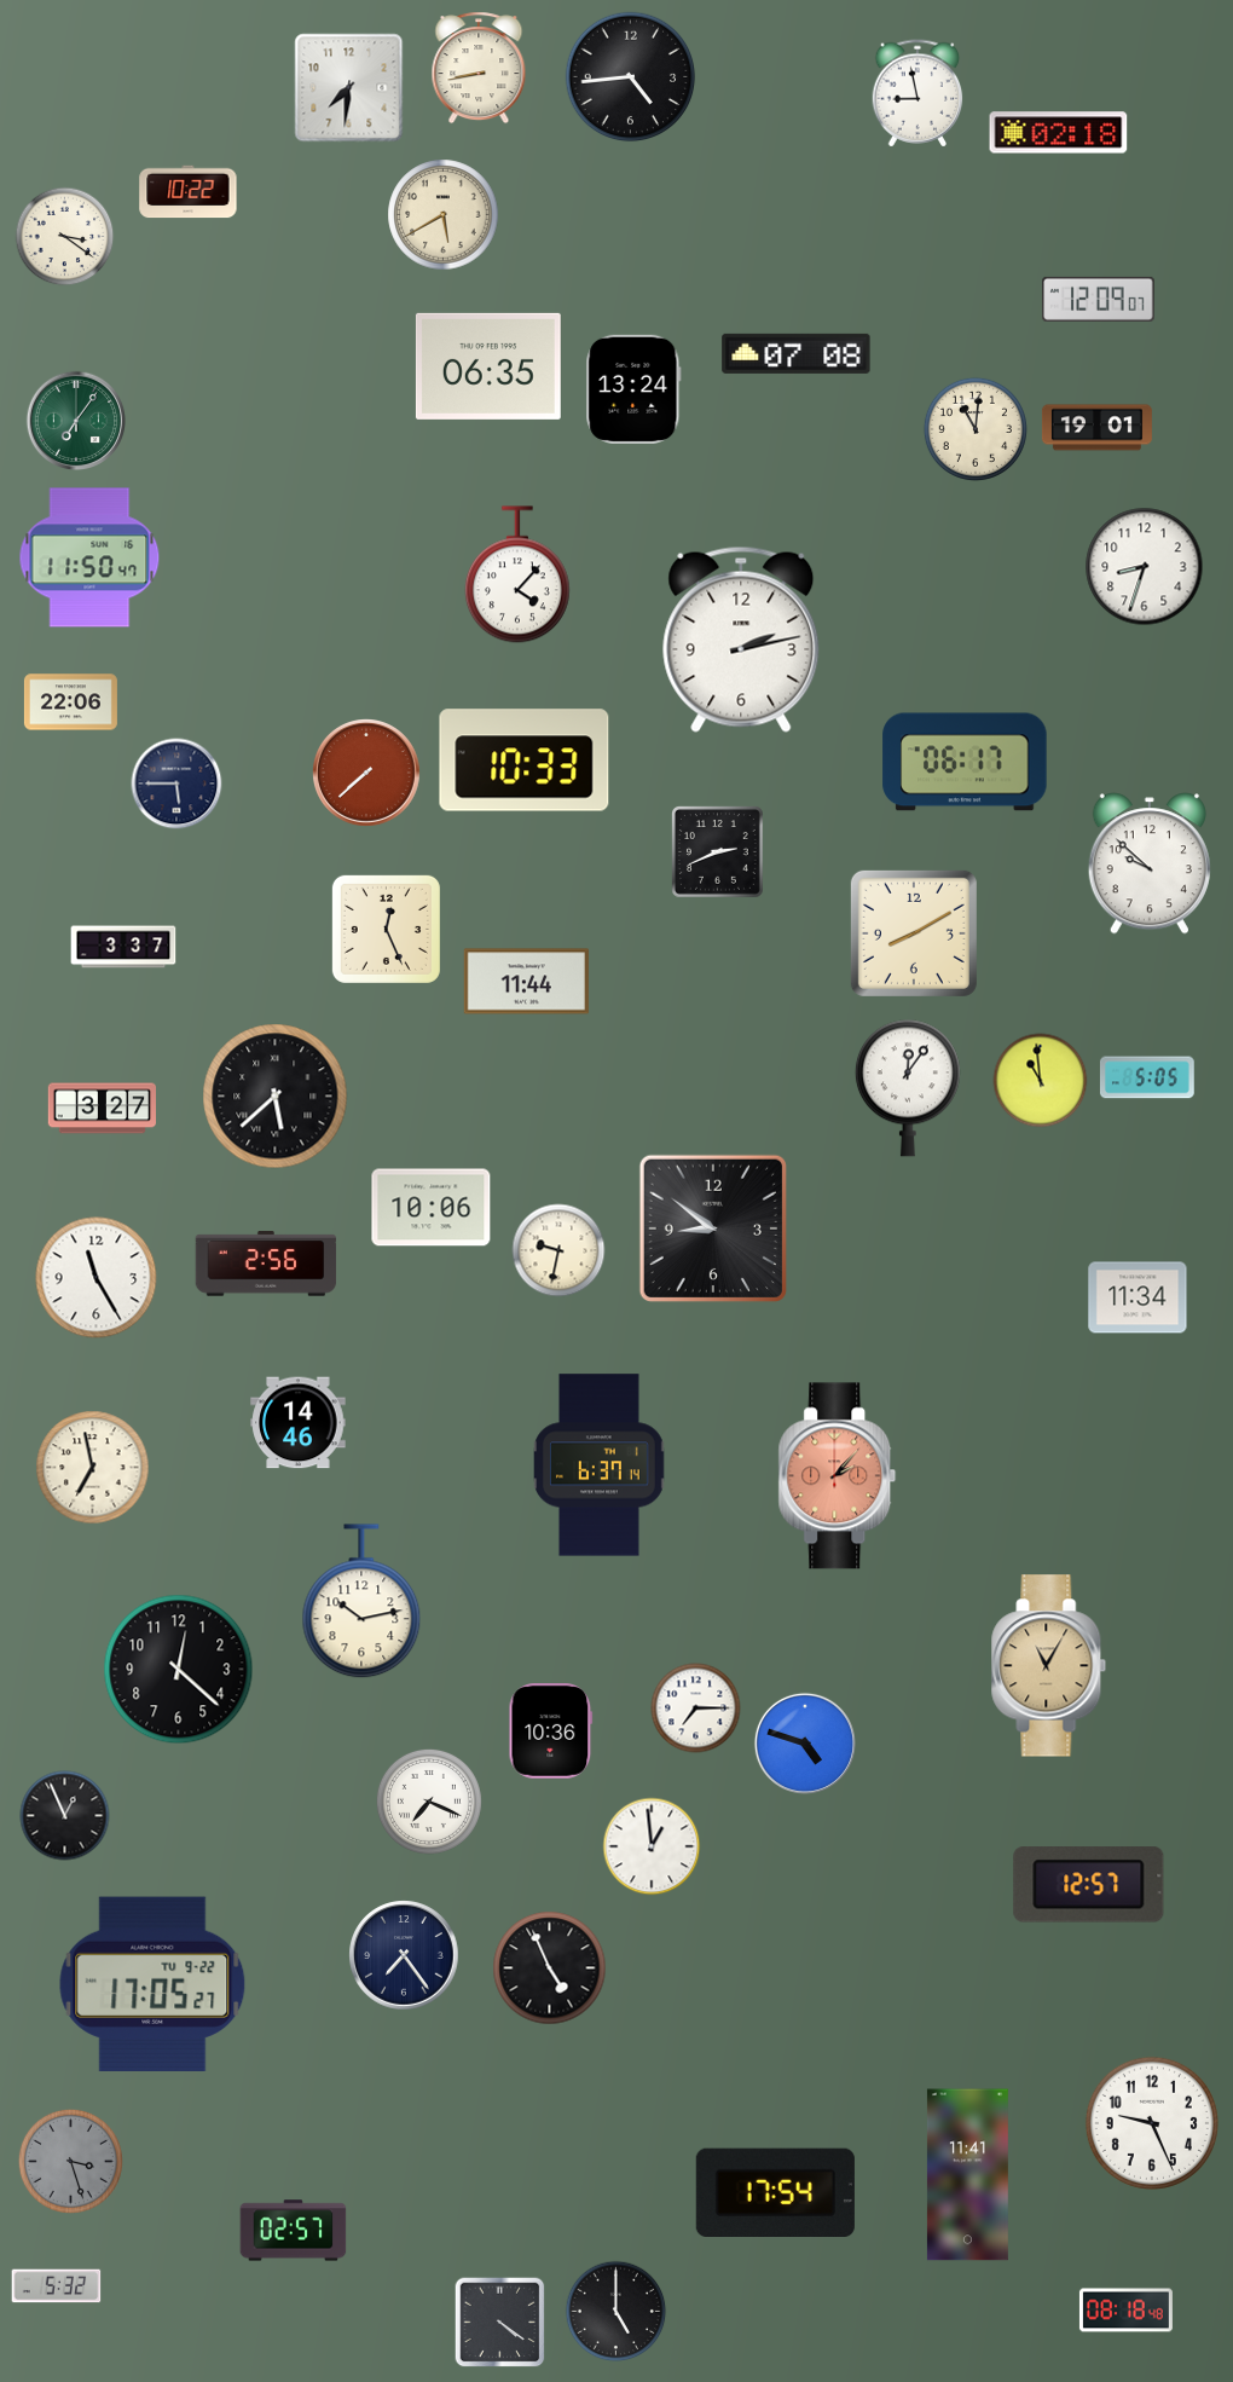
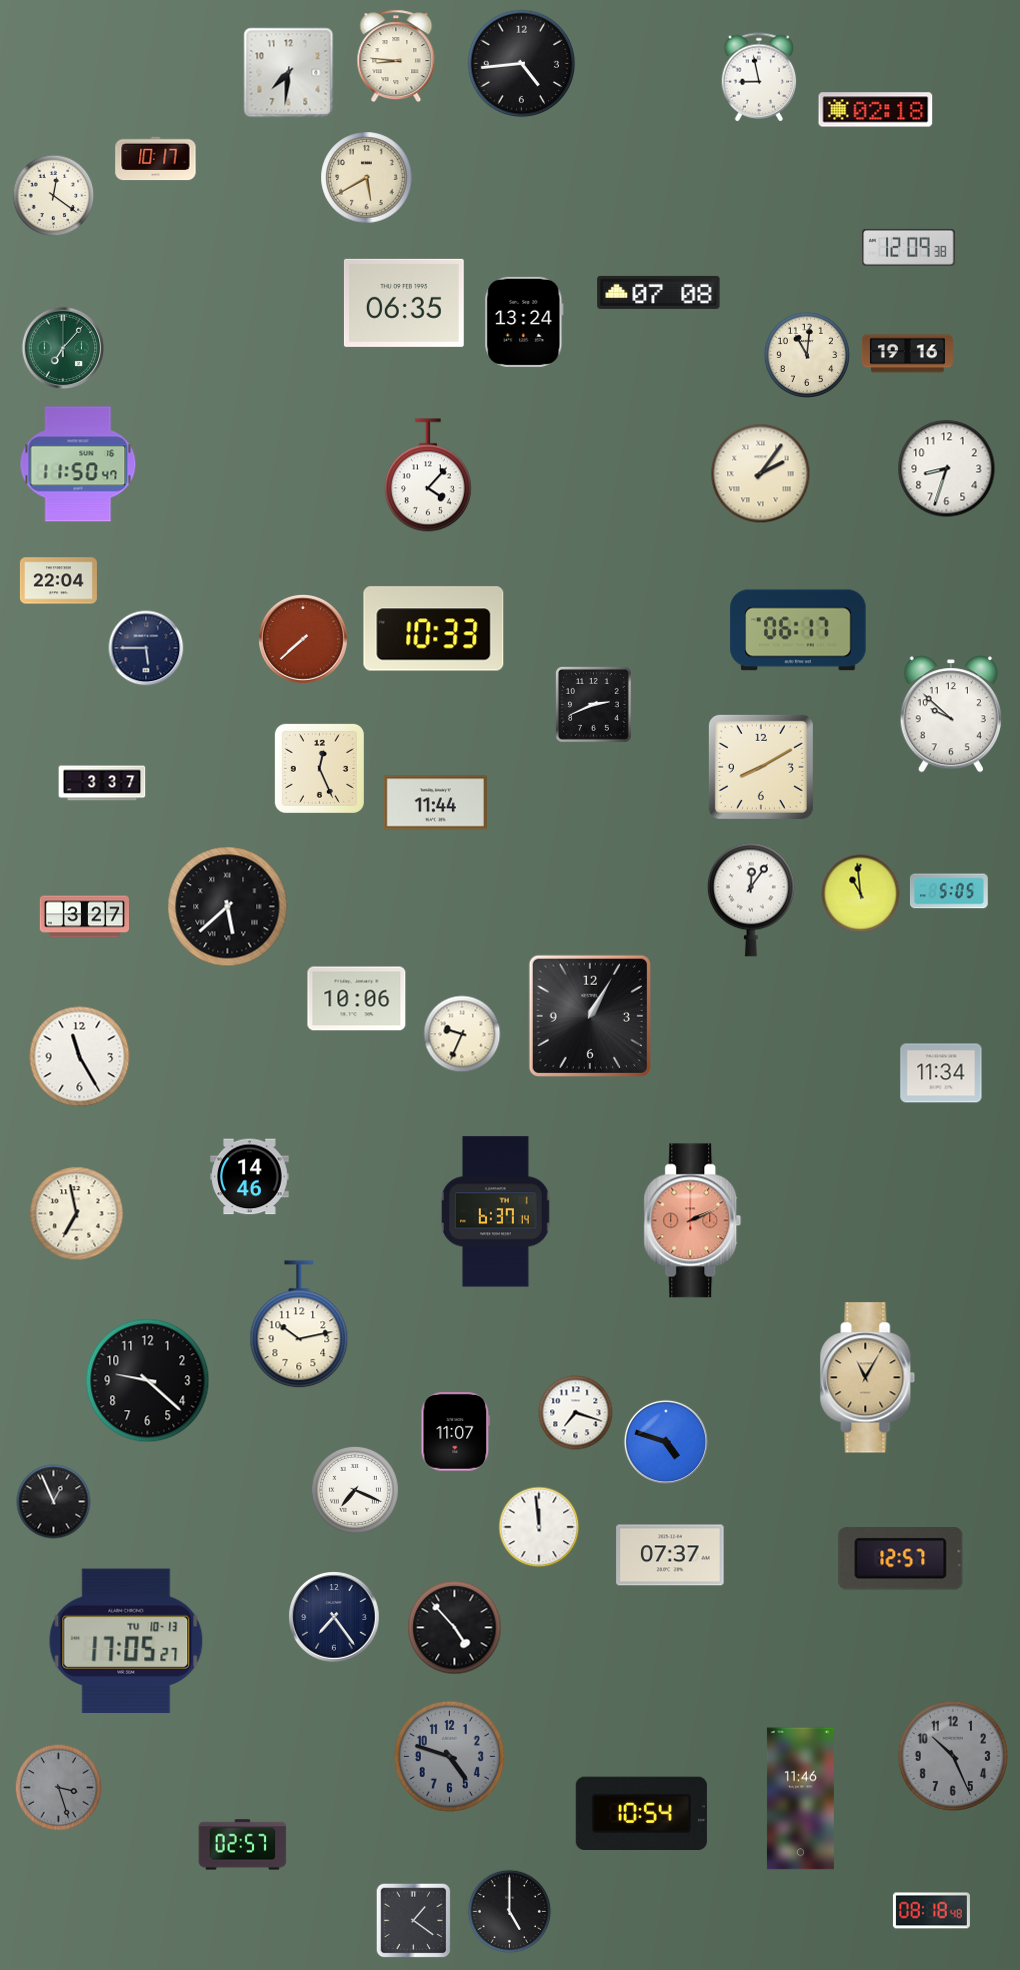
clock at (479, 68): 8:43 -> 8:46
clock at (189, 192): 10:22 -> 10:17
clock at (65, 237): 3:21 -> 12:21
clock at (1099, 299): 12:09:07 -> 12:09:38
clock at (75, 420): 7:06 -> 7:07
clock at (1096, 428): 19:01 -> 19:16
clock at (89, 557) position: (89, 557) -> (78, 464)
clock at (761, 474): none -> 2:06
clock at (741, 640): 2:13 -> none
clock at (70, 703): 22:06 -> 22:04
clock at (914, 933) position: (914, 933) -> (761, 767)
clock at (526, 982) position: (526, 982) -> (435, 803)
clock at (713, 1228): 8:51 -> 1:05
clock at (558, 1250): 9:32 -> 9:34
clock at (266, 1264): 2:56 -> none
clock at (299, 1423) position: (299, 1423) -> (250, 1177)
clock at (838, 1476): 2:07 -> 2:11
clock at (179, 1670): 12:22 -> 9:22
clock at (696, 1709): 7:15 -> 7:18
clock at (551, 1731): 10:36 -> 11:07
clock at (652, 1846): 12:59 -> 11:59
clock at (670, 1555): none -> 07:37
clock at (550, 1968): 4:56 -> 4:53
clock at (152, 1983) date: TU 9-22 -> TU 10-13
clock at (449, 1756): none -> 4:48
clock at (1152, 2123): 9:26 -> 10:26
clock at (1152, 2123) dial: white -> grey
clock at (967, 2175): 11:41 -> 11:46
clock at (775, 2192): 17:54 -> 10:54
clock at (57, 2286): 5:32 -> none
clock at (500, 2323): 4:21 -> 1:21
